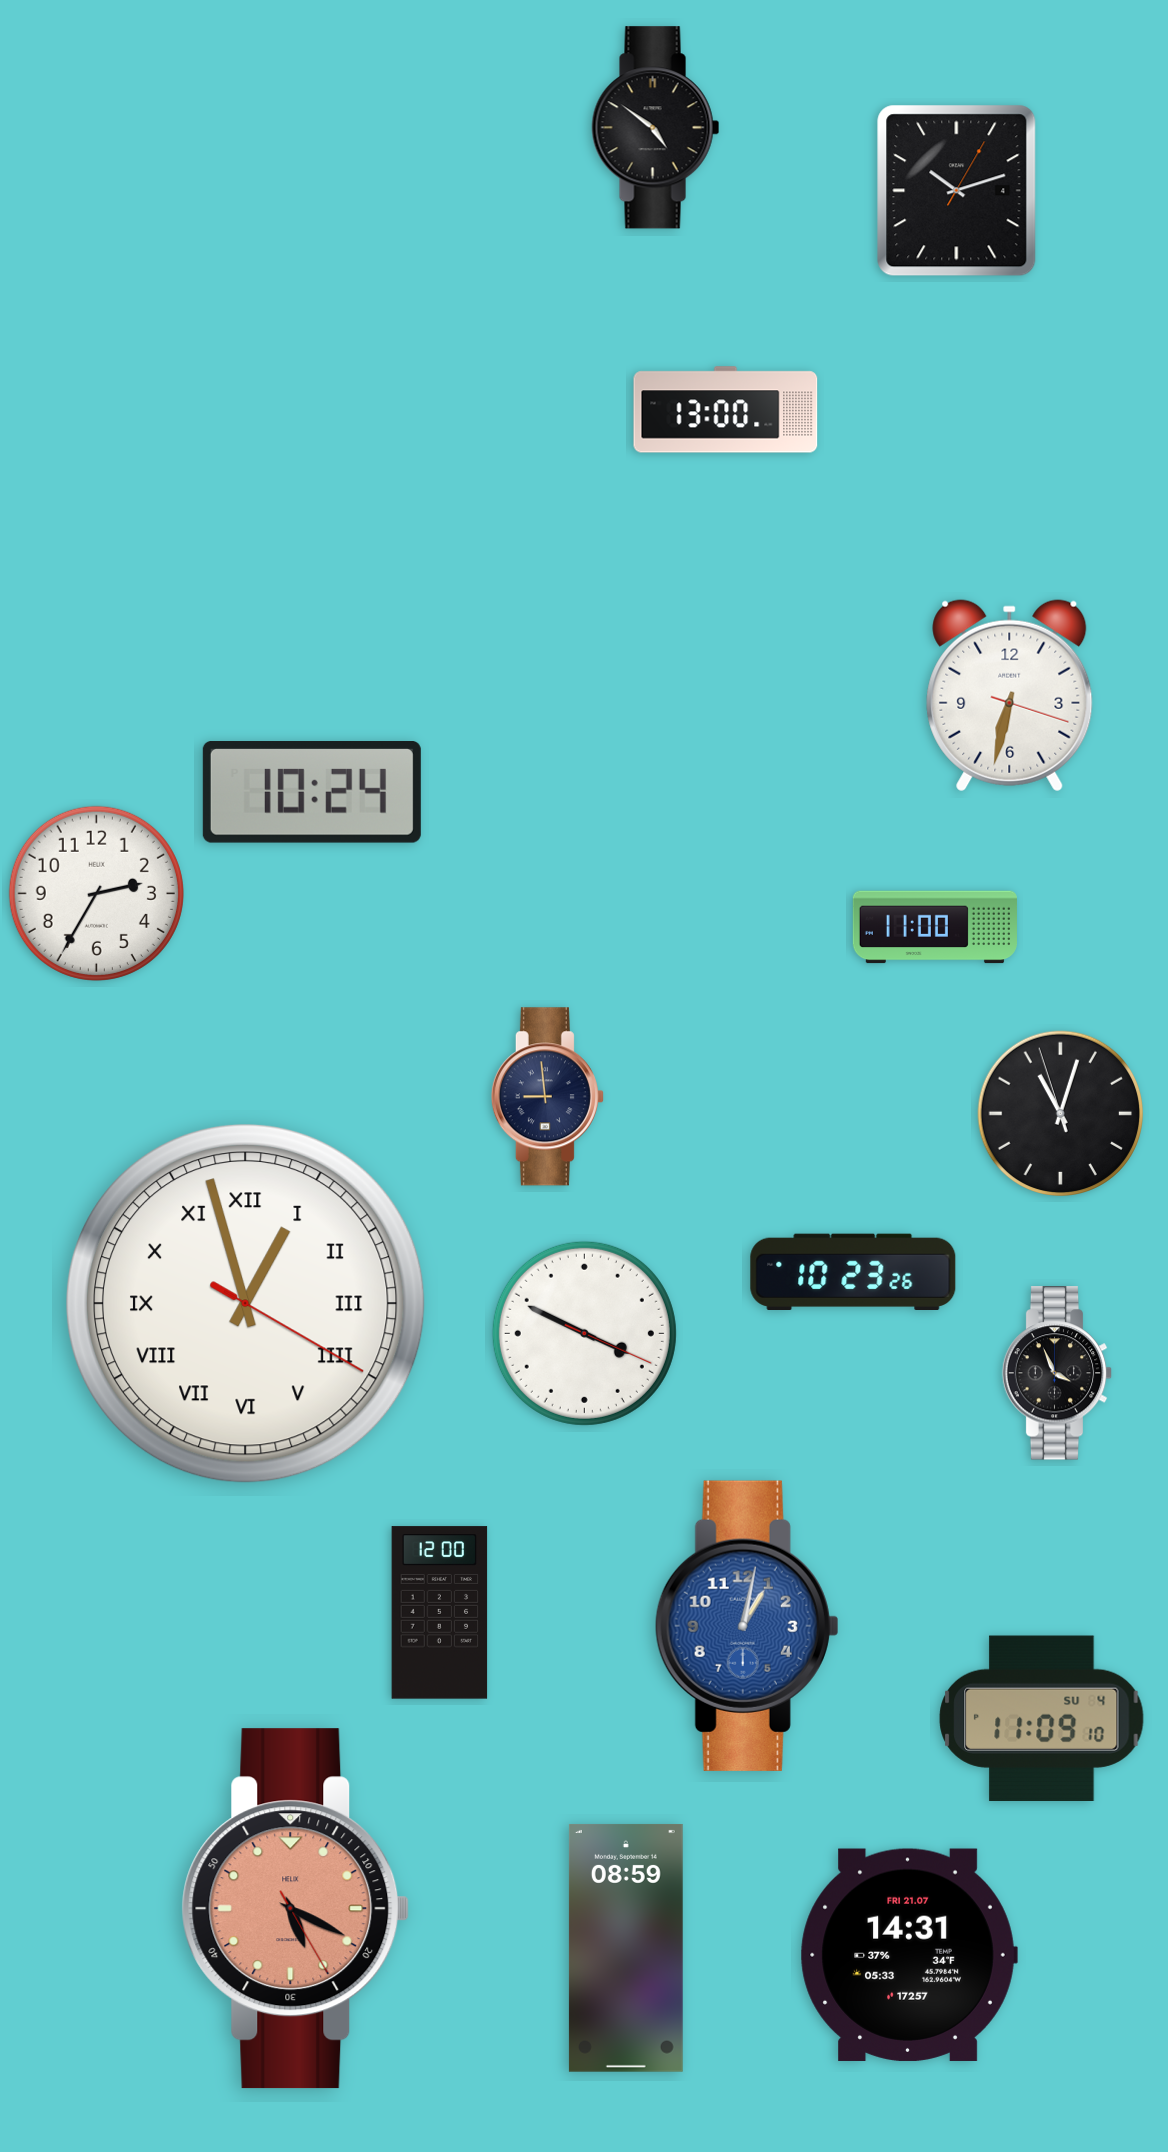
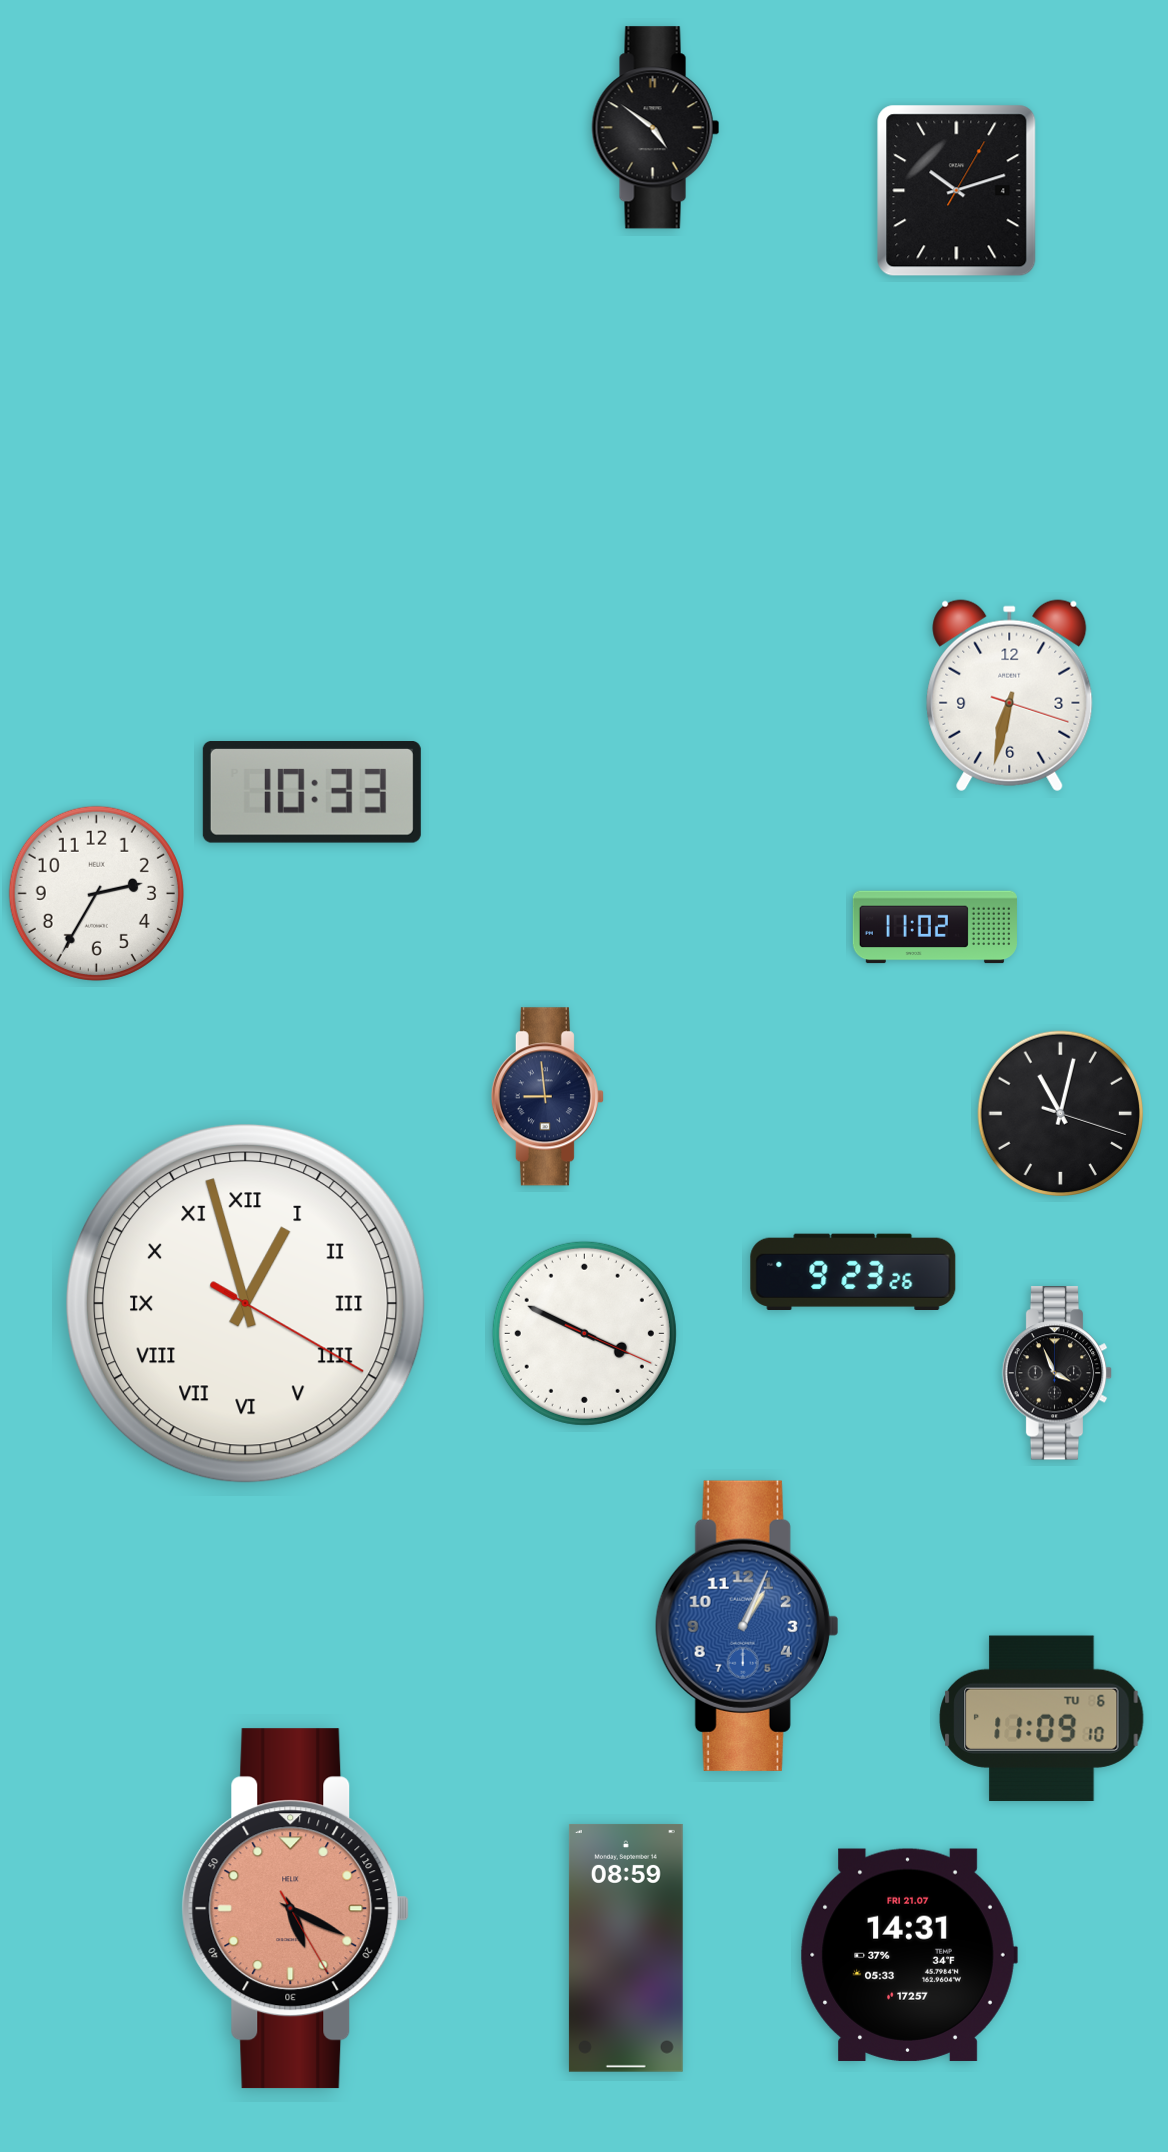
clock at (726, 410): 13:00 -> none
clock at (312, 793): 10:24 -> 10:33
clock at (935, 927): 11:00 -> 11:02
clock at (1060, 1113): 11:02:57 -> 11:02:18
clock at (853, 1271): 10:23 -> 9:23
clock at (440, 1613): 12:00 -> none
clock at (747, 1626): 1:02 -> 1:04
clock at (1042, 1718) date: SU 4 -> TU 6
